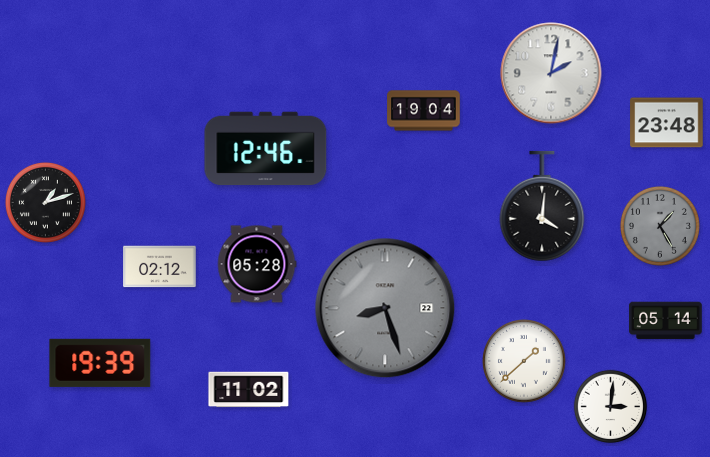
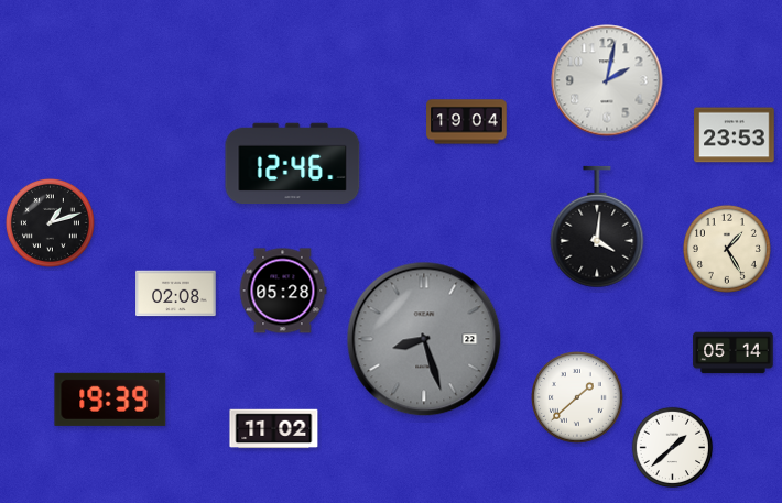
clock at (667, 123): 23:48 -> 23:53
clock at (660, 226) dial: grey -> cream
clock at (160, 267): 02:12 -> 02:08
clock at (611, 407): 3:01 -> 1:38
